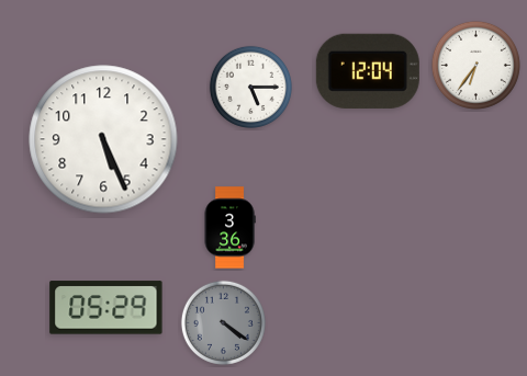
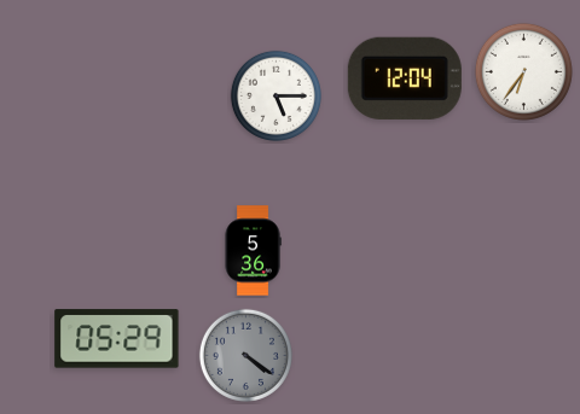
clock at (103, 139): 5:26 -> none
clock at (229, 228): 3:36 -> 5:36
